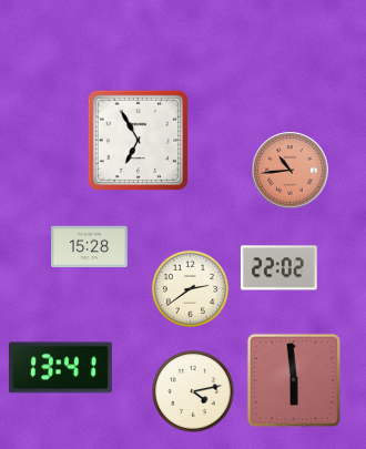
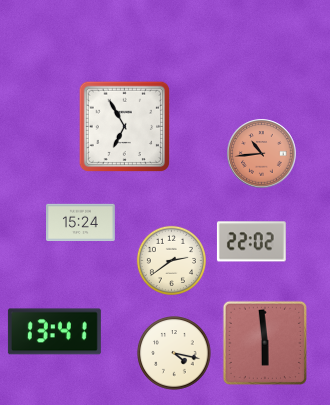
clock at (90, 247): 15:28 -> 15:24
clock at (193, 391): 4:13 -> 4:17
